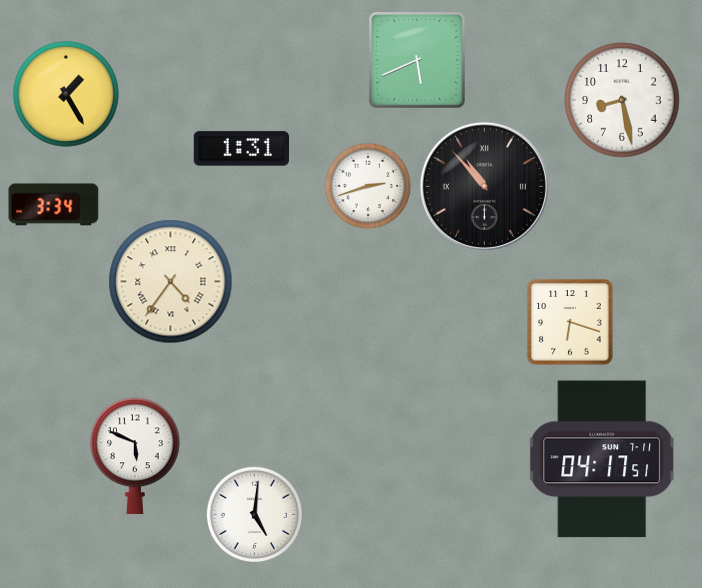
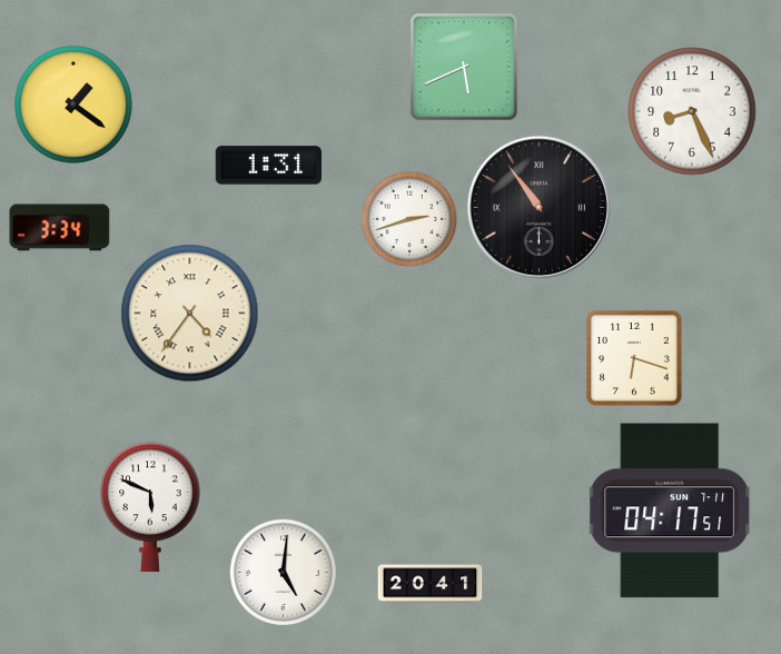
clock at (66, 94): 1:25 -> 1:21
clock at (622, 100): 8:28 -> 8:26
clock at (368, 186) position: (368, 186) -> (409, 219)
clock at (484, 186): 10:53 -> 10:54
clock at (431, 584): none -> 20:41
